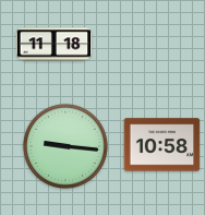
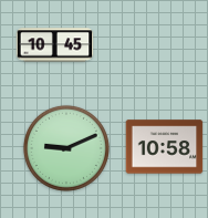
clock at (55, 45): 11:18 -> 10:45
clock at (65, 146): 9:16 -> 9:11
